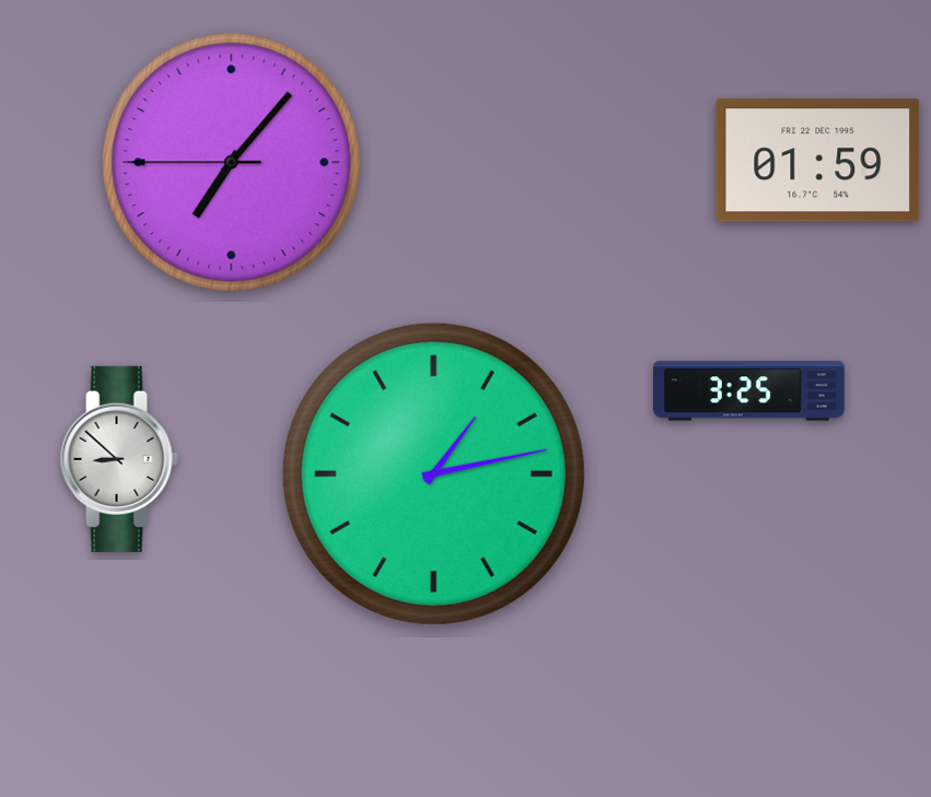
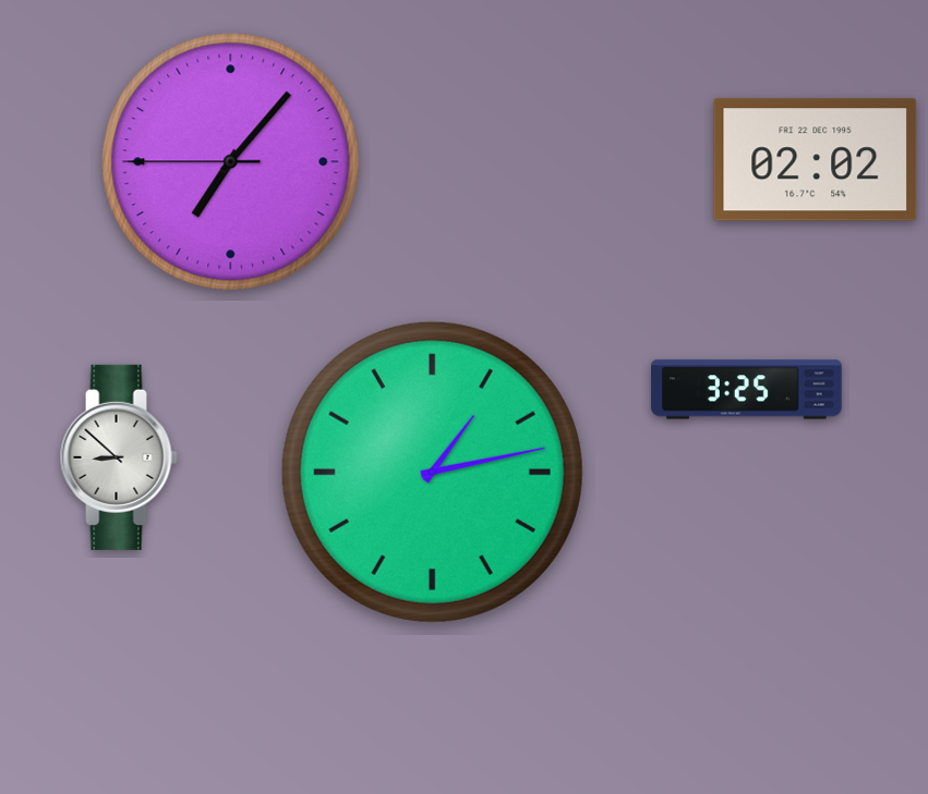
clock at (818, 161): 01:59 -> 02:02
